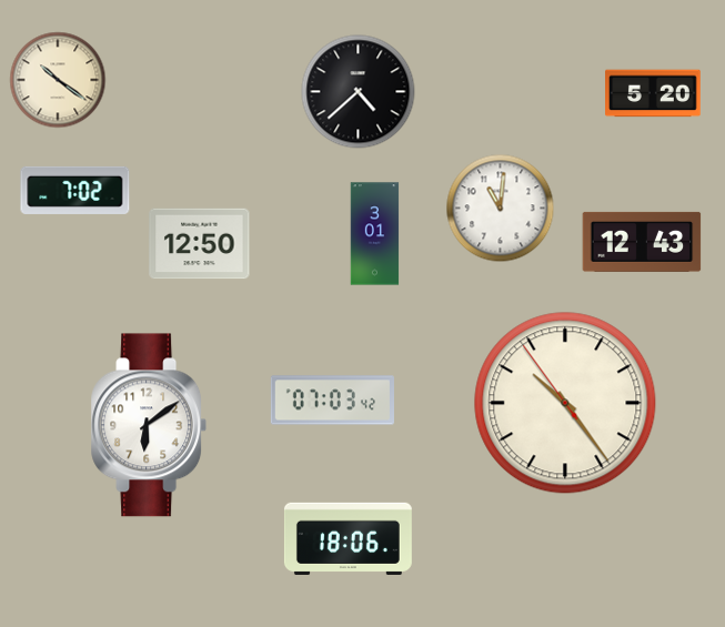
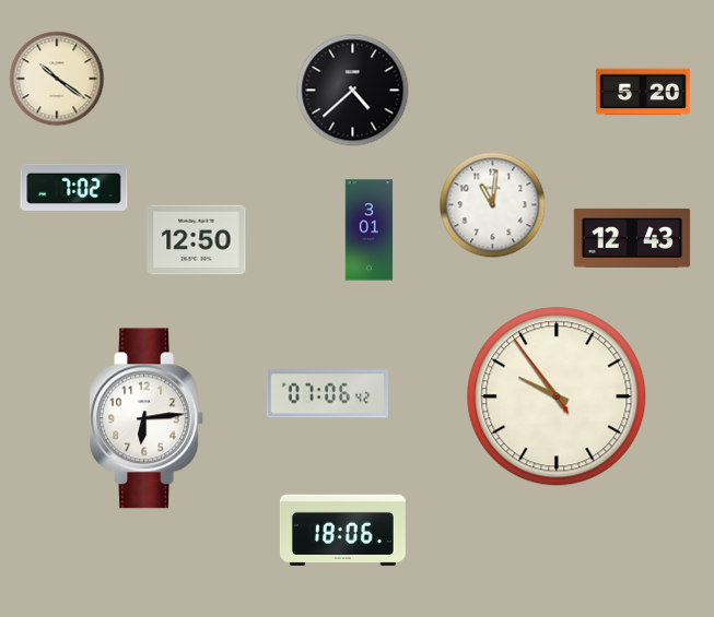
clock at (332, 401): 07:03 -> 07:06
clock at (565, 403): 10:23 -> 9:53
clock at (149, 425): 6:09 -> 6:14
